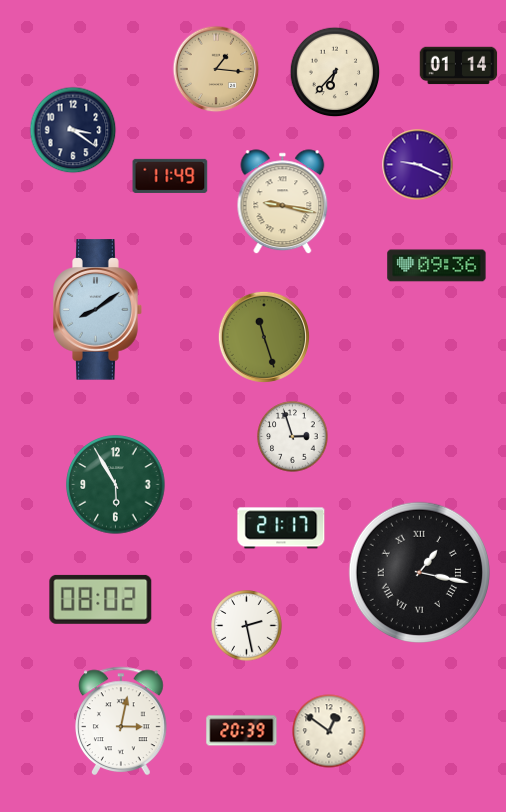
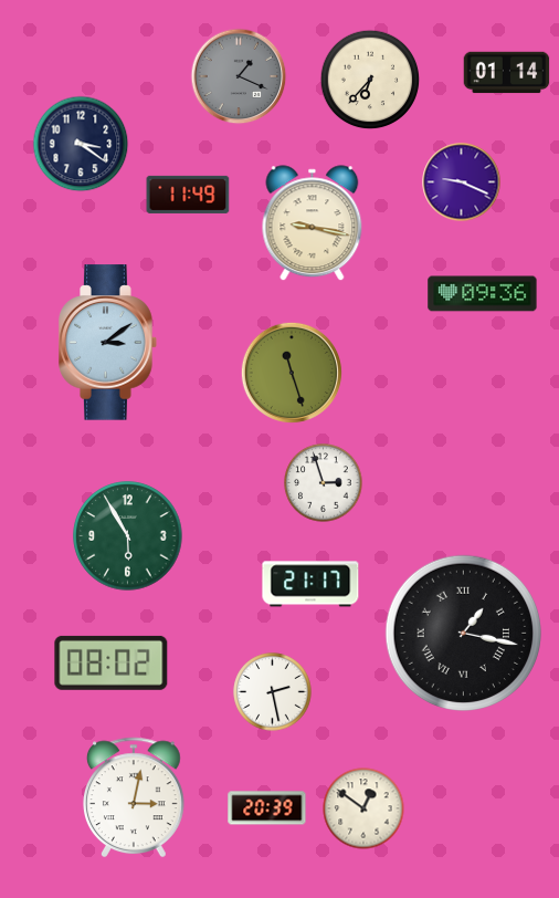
clock at (216, 69): 1:16 -> 1:19
clock at (216, 69) dial: champagne -> grey
clock at (98, 310): 8:09 -> 3:09
